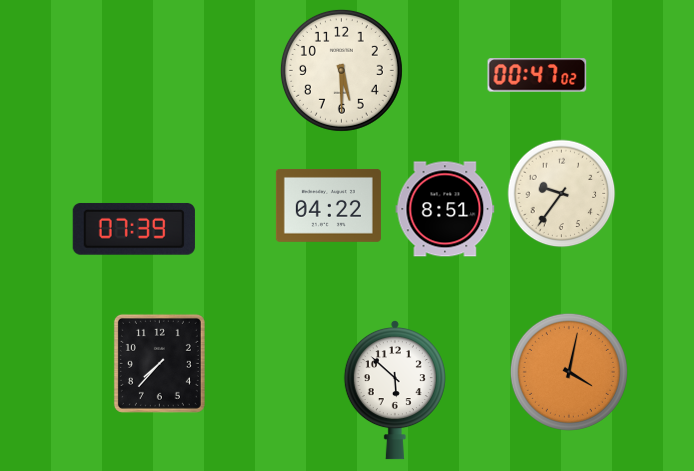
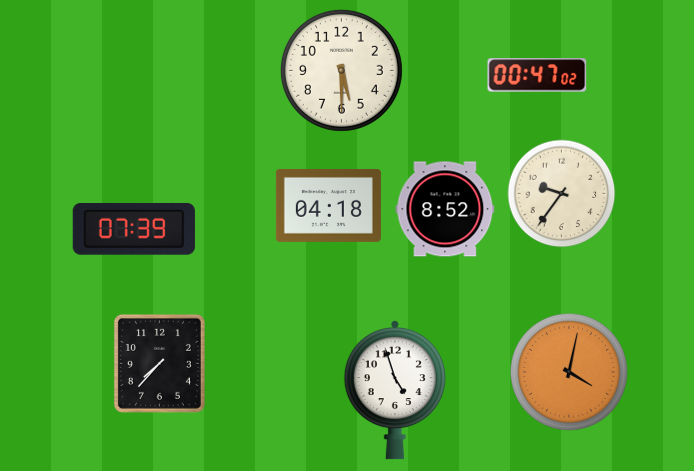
clock at (328, 205): 04:22 -> 04:18
clock at (445, 209): 8:51 -> 8:52
clock at (395, 390): 5:52 -> 4:57
